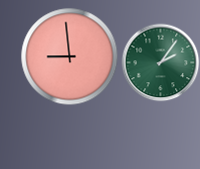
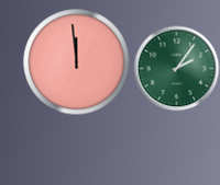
clock at (69, 56): 8:59 -> 11:59
